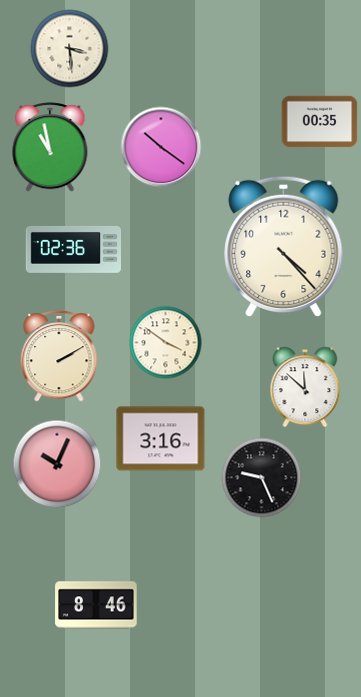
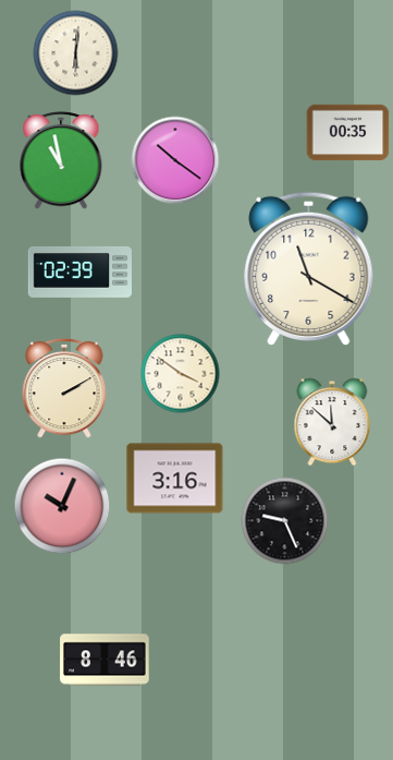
clock at (70, 49): 3:29 -> 6:01
clock at (50, 148) position: (50, 148) -> (61, 161)
clock at (284, 246): 4:23 -> 11:20
clock at (73, 249): 02:36 -> 02:39
